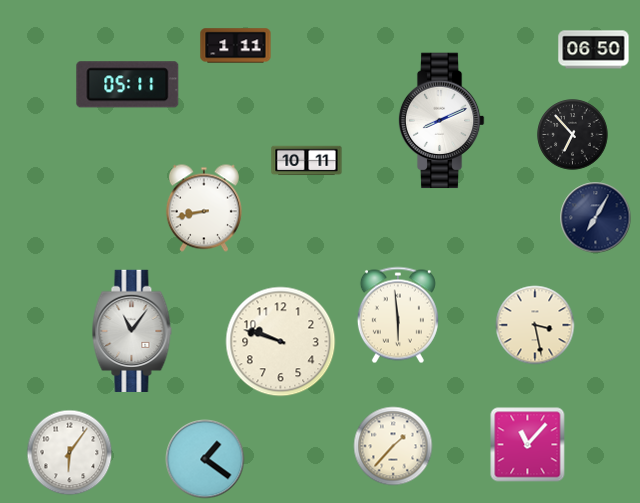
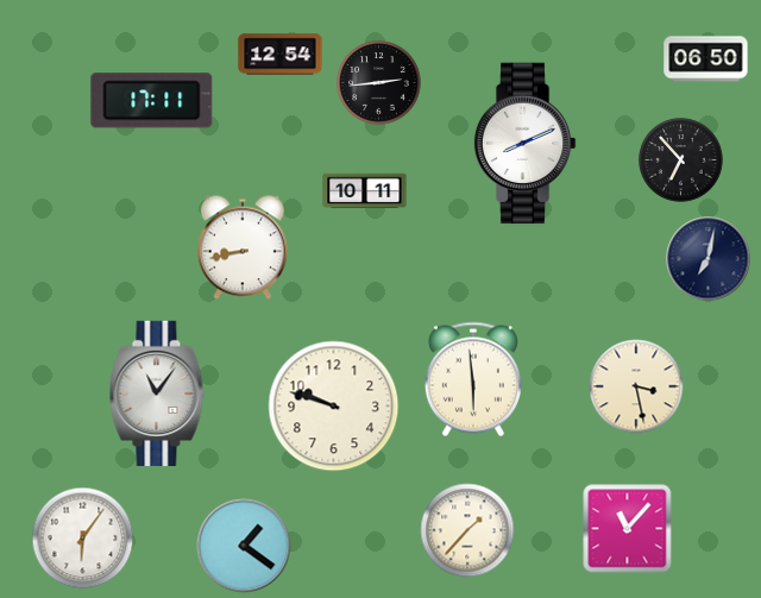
clock at (236, 46): 1:11 -> 12:54
clock at (379, 83): none -> 2:44
clock at (128, 85): 05:11 -> 17:11
clock at (596, 218): 7:05 -> 7:02
clock at (398, 315) position: (398, 315) -> (473, 379)
